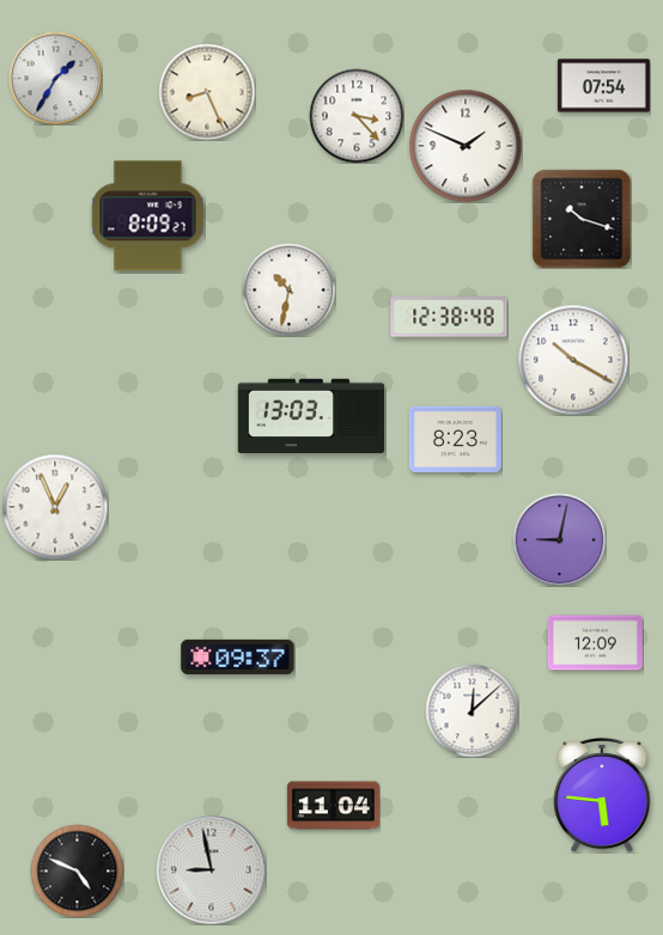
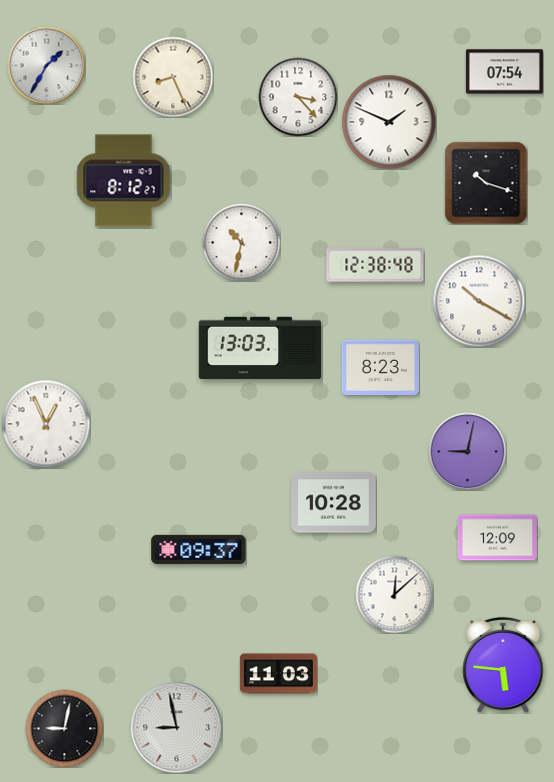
clock at (147, 216): 8:09 -> 8:12
clock at (334, 503): none -> 10:28
clock at (333, 806): 11:04 -> 11:03
clock at (77, 870): 4:49 -> 9:02
